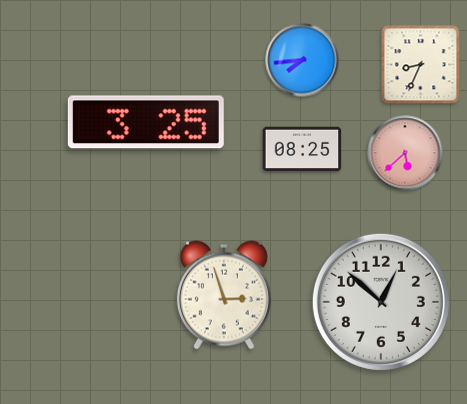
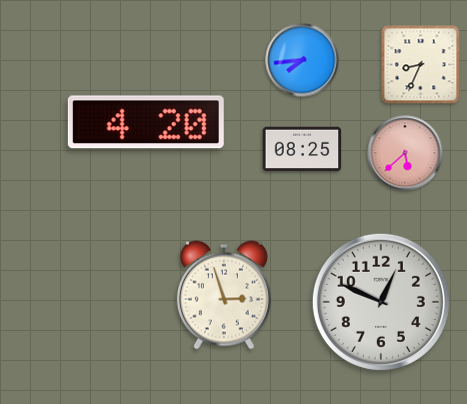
clock at (146, 122): 3:25 -> 4:20
clock at (381, 302): 12:52 -> 12:49
